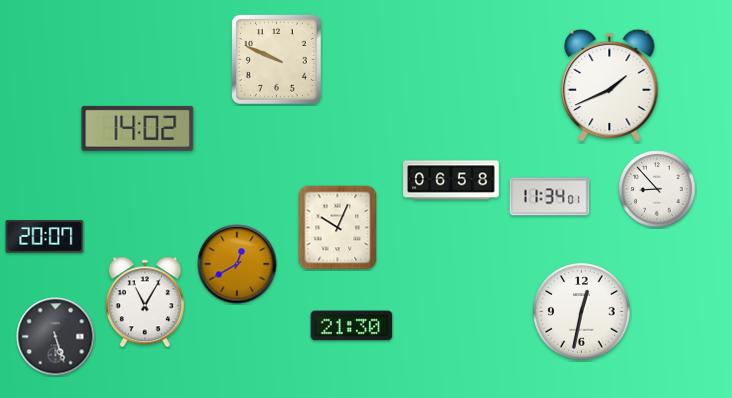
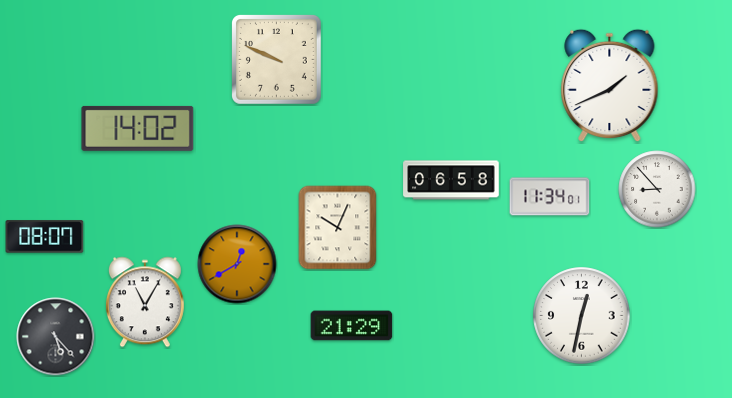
clock at (45, 237): 20:07 -> 08:07
clock at (582, 312) position: (582, 312) -> (582, 316)
clock at (352, 326): 21:30 -> 21:29
clock at (56, 337): 5:27 -> 5:23
